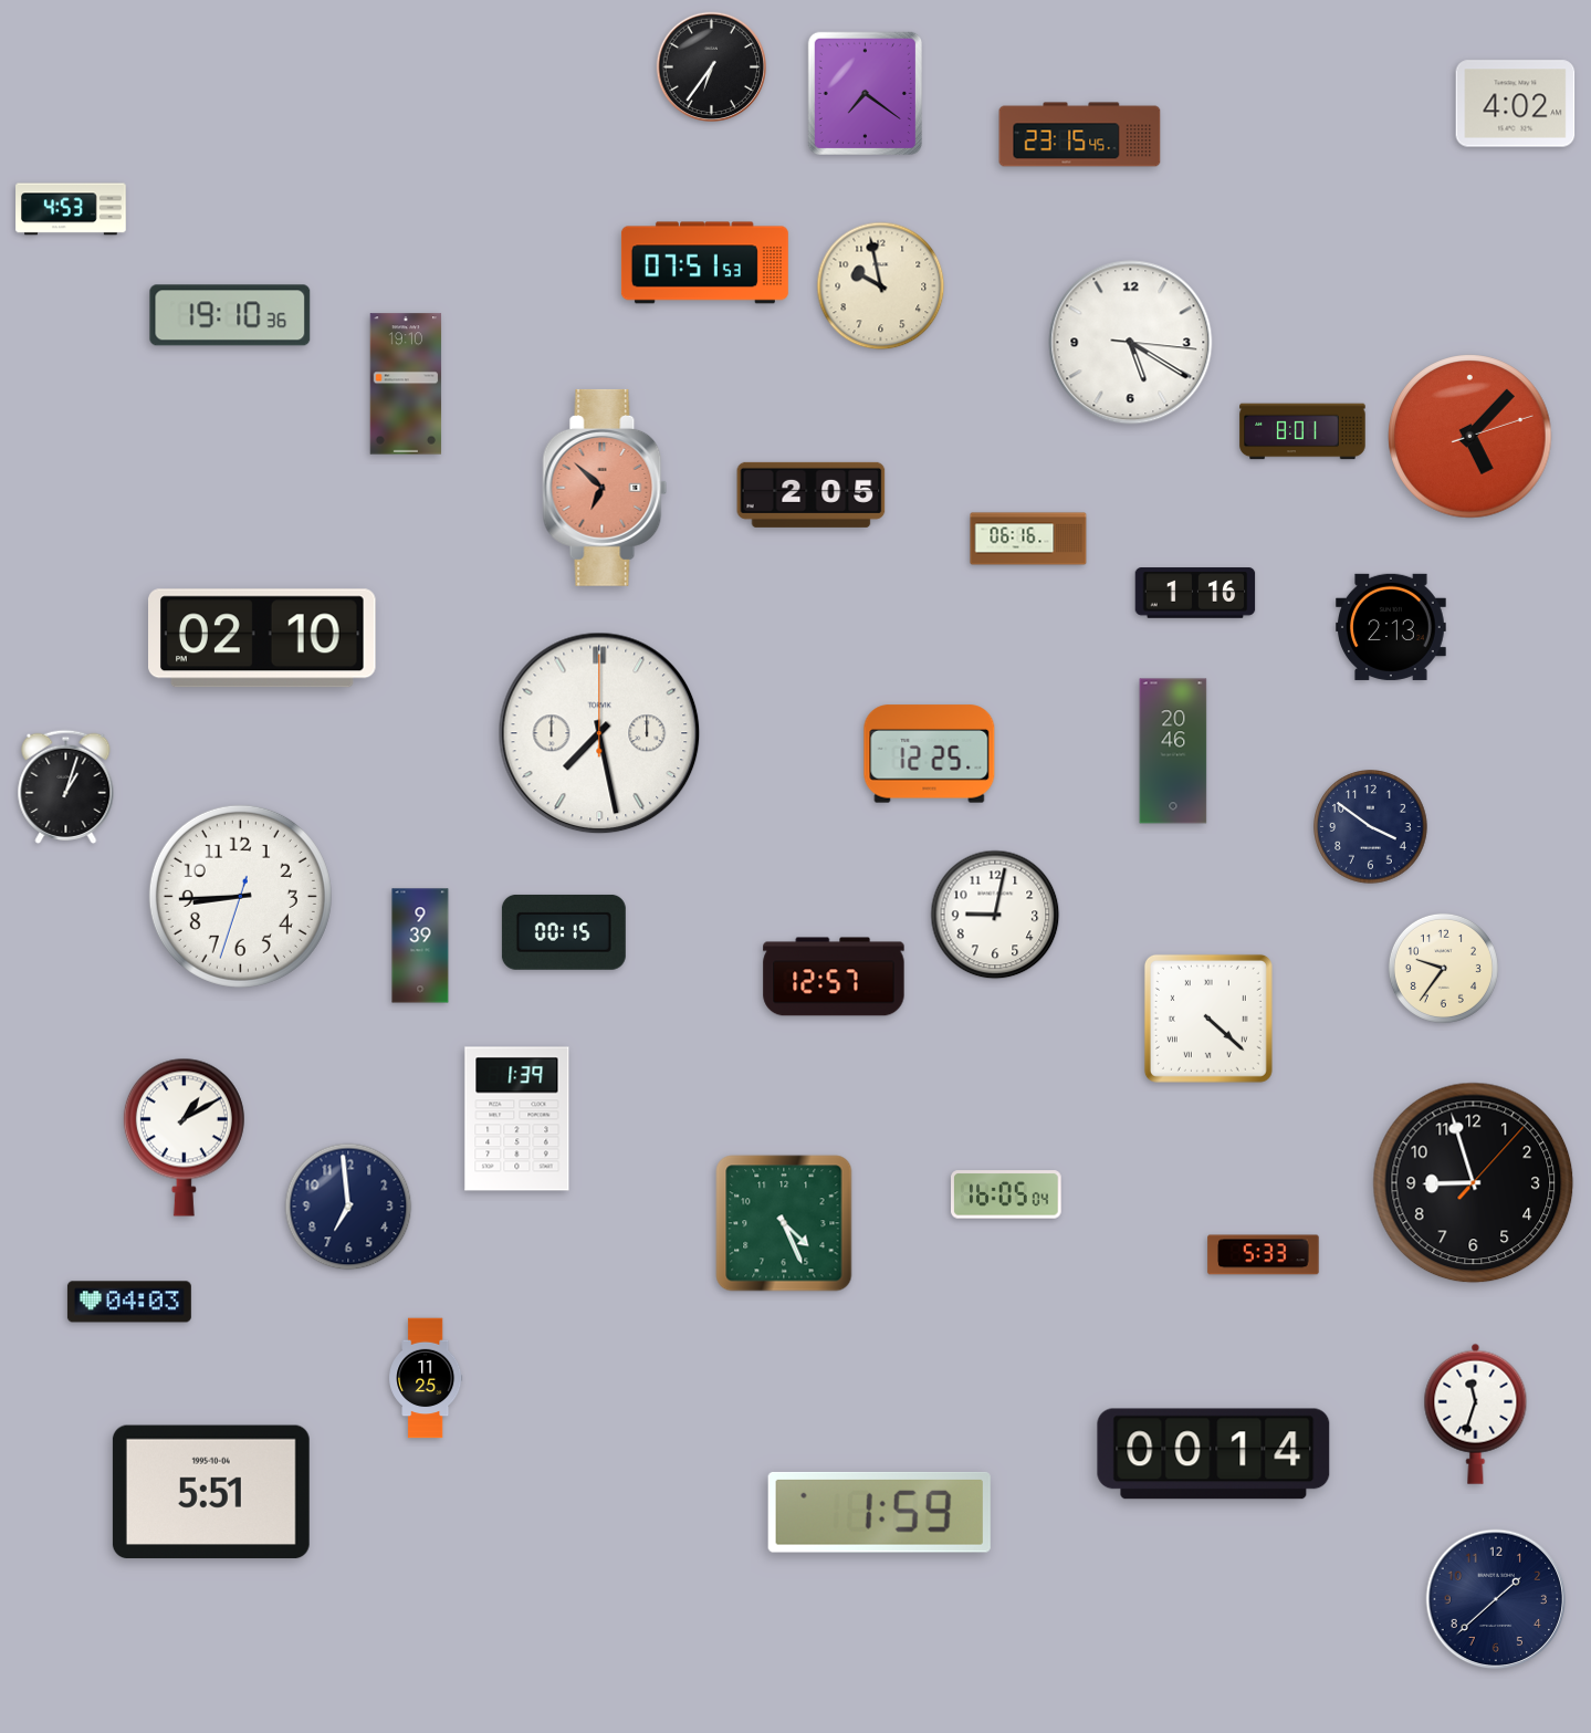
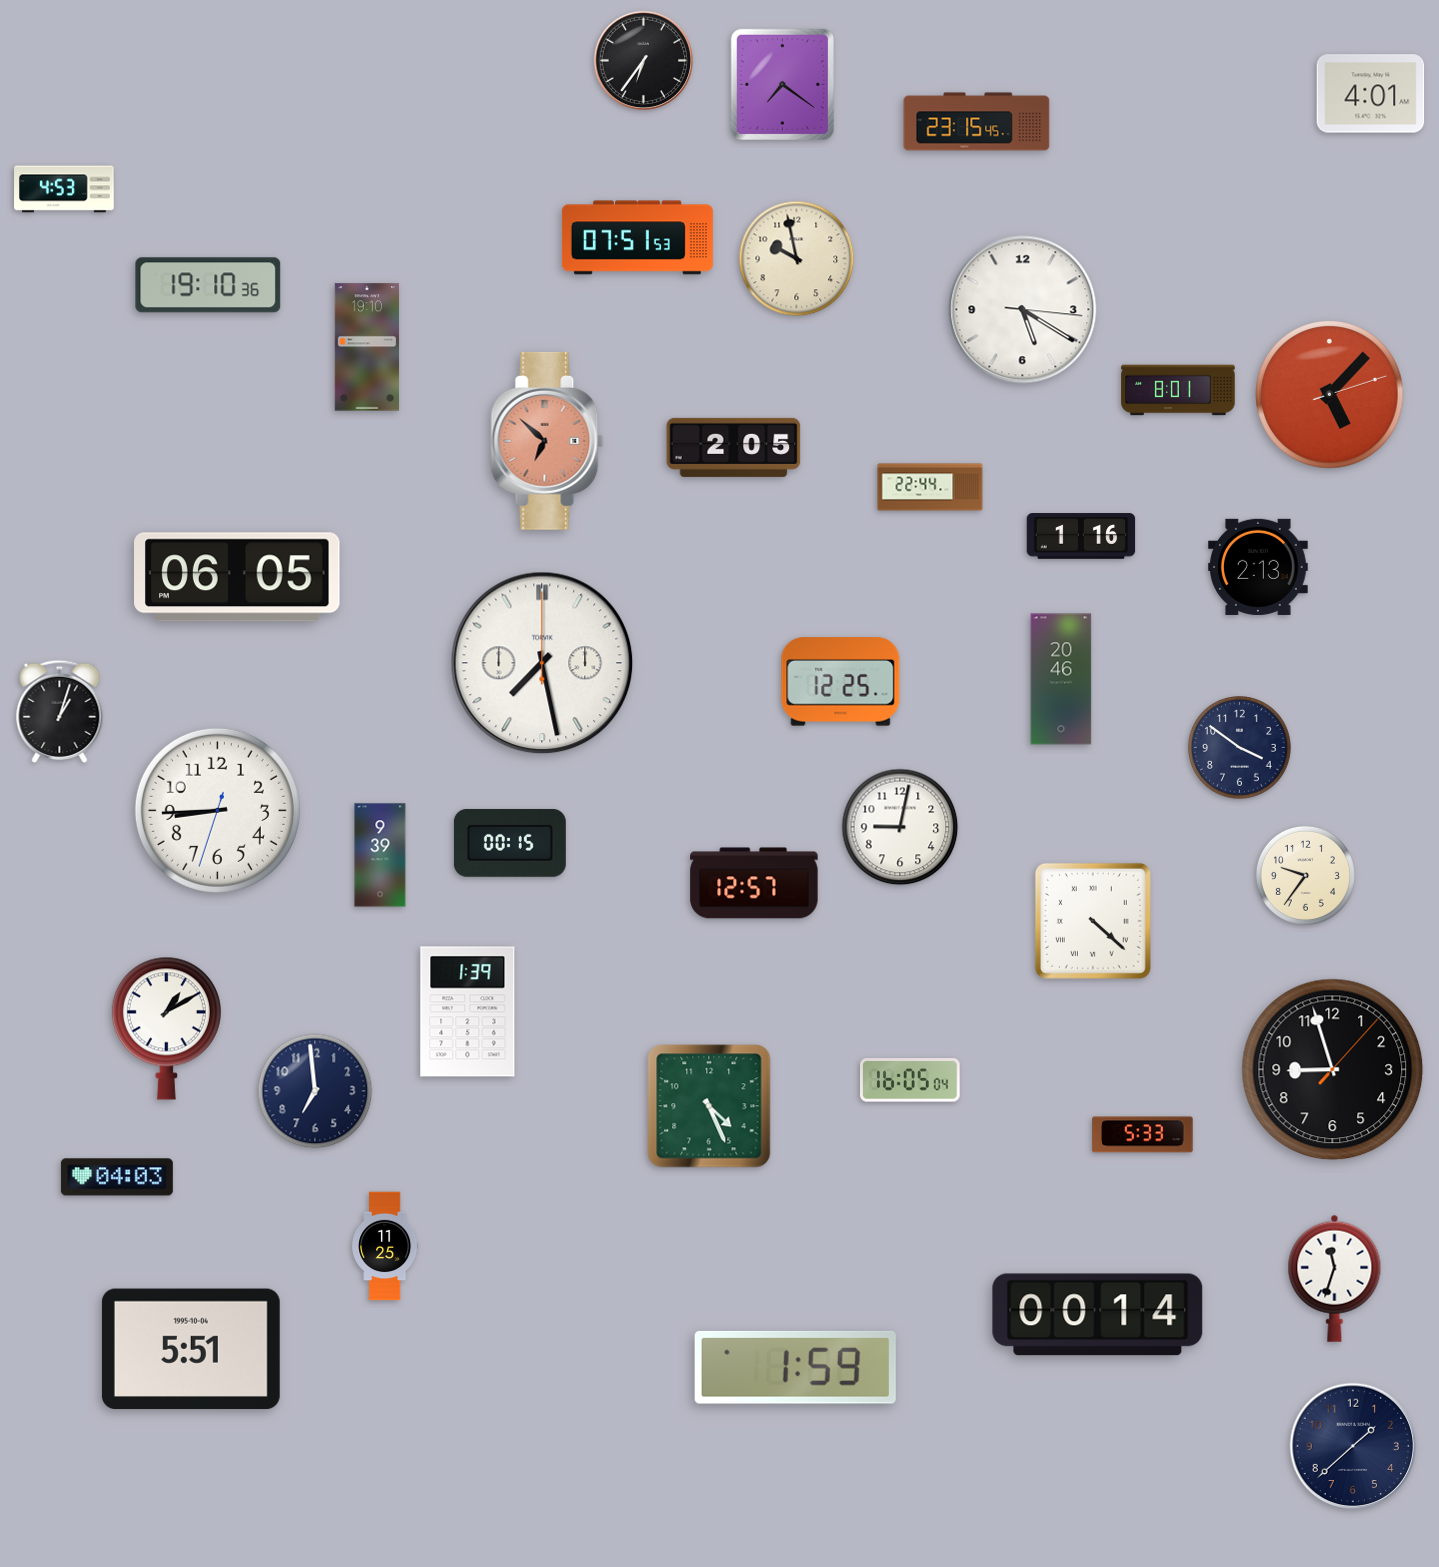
clock at (1516, 104): 4:02 -> 4:01
clock at (1028, 539): 06:16 -> 22:44
clock at (262, 638): 02:10 -> 06:05
